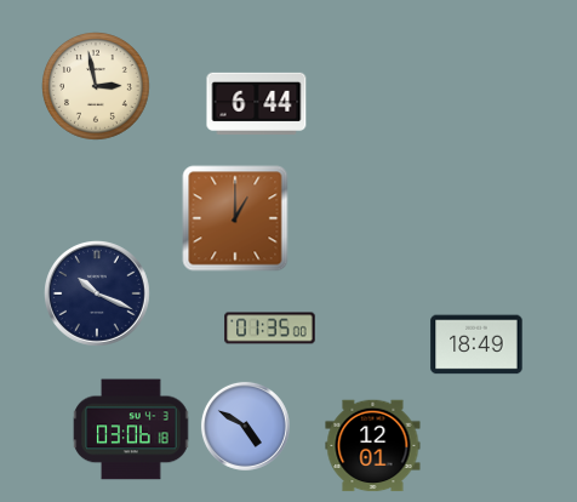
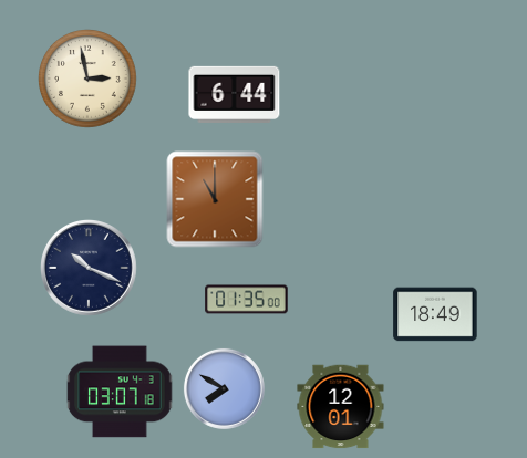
clock at (235, 218): 1:00 -> 11:00
clock at (245, 426): 4:50 -> 7:50
clock at (131, 429): 03:06 -> 03:07
